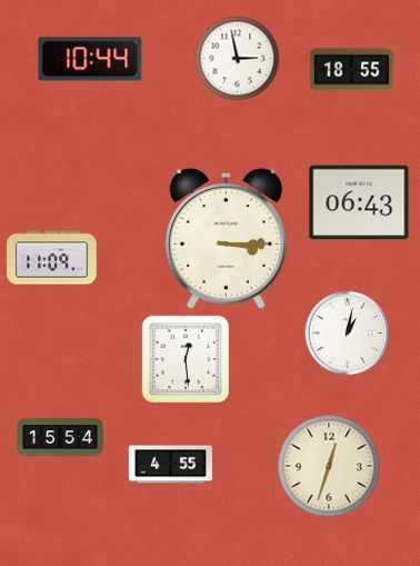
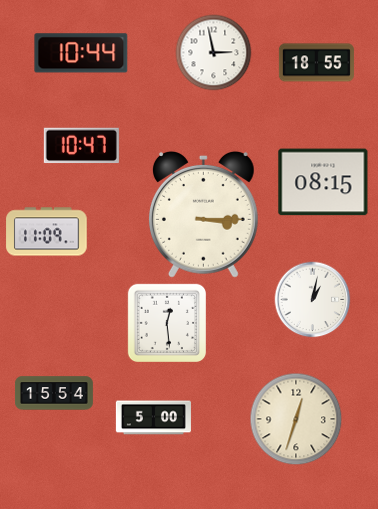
clock at (81, 146): none -> 10:47
clock at (359, 202): 06:43 -> 08:15
clock at (170, 465): 4:55 -> 5:00
